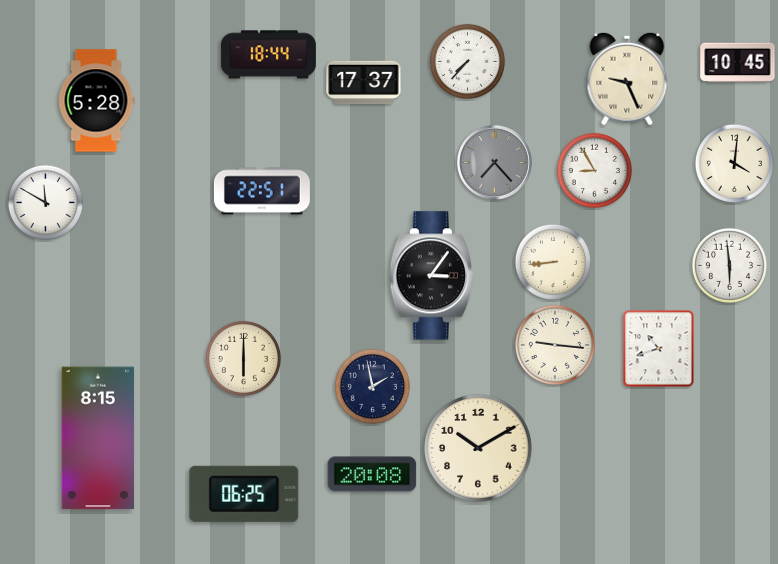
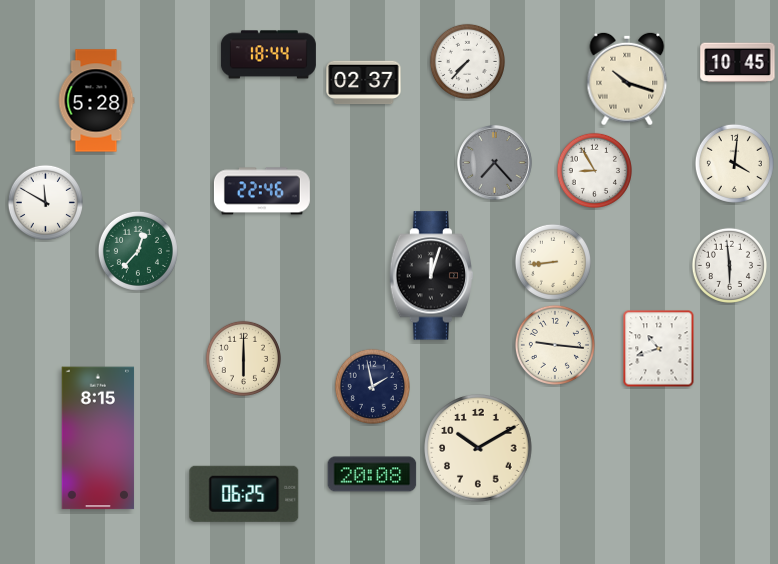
clock at (627, 79): 9:26 -> 10:18
clock at (364, 83): 17:37 -> 02:37
clock at (262, 191): 22:51 -> 22:46
clock at (138, 251): none -> 12:37
clock at (432, 276): 3:06 -> 12:03
